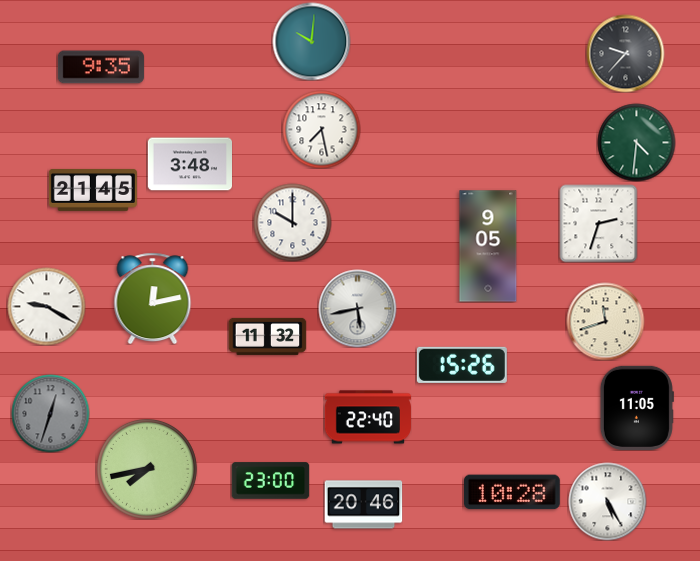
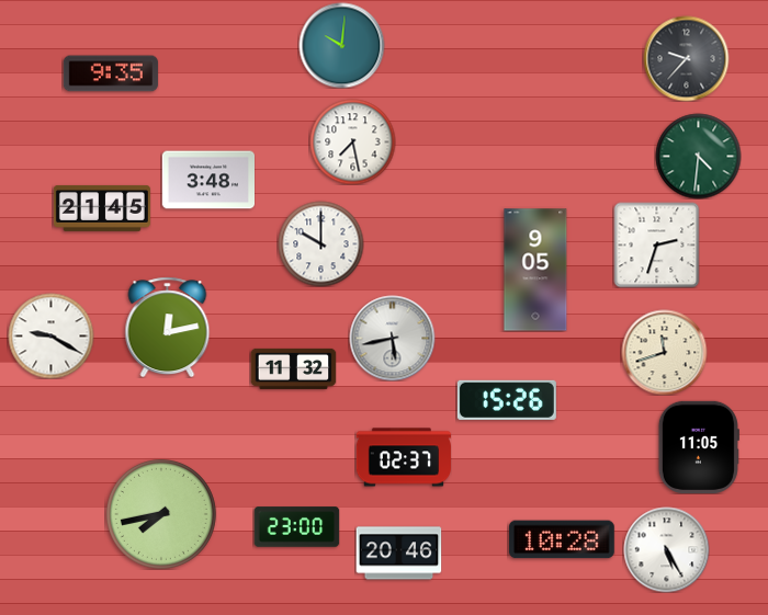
clock at (50, 413): 12:33 -> none
clock at (368, 417): 22:40 -> 02:37
